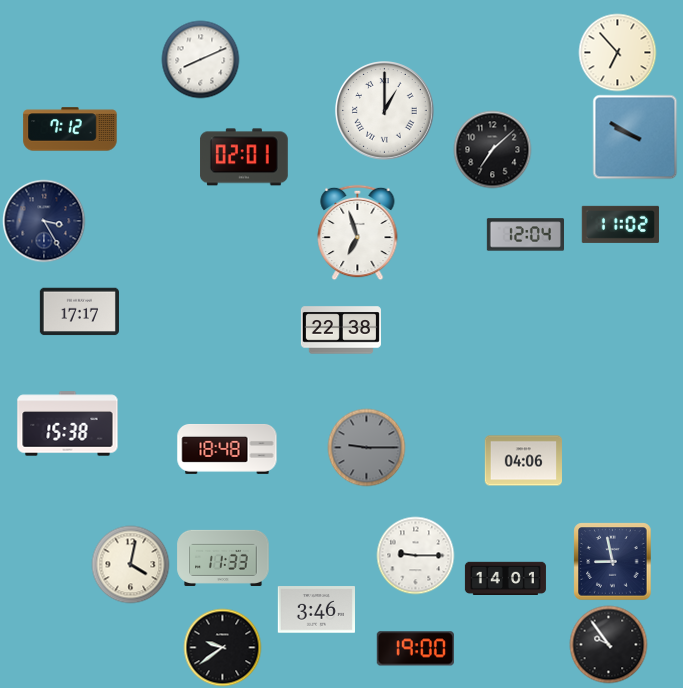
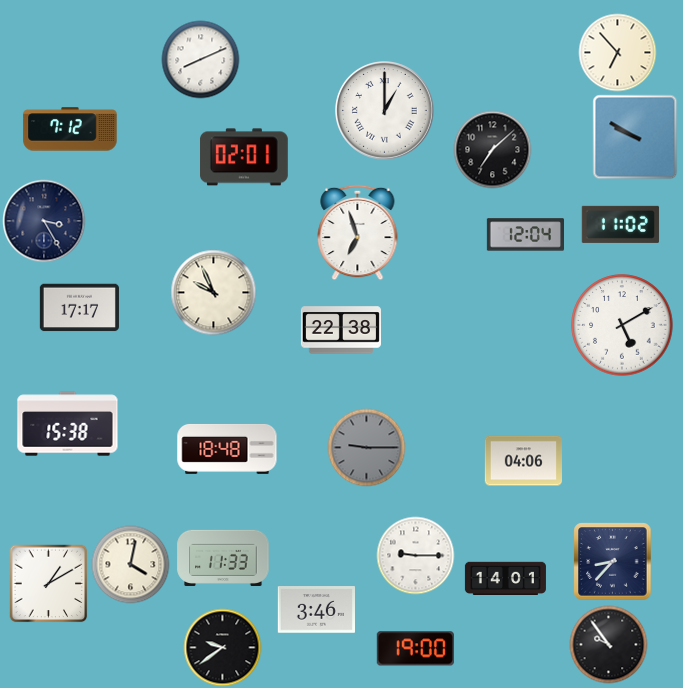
clock at (213, 292): none -> 9:56
clock at (79, 312) position: (79, 312) -> (79, 308)
clock at (622, 325): none -> 5:10
clock at (612, 561): 8:58 -> 8:37
clock at (48, 583): none -> 1:10
